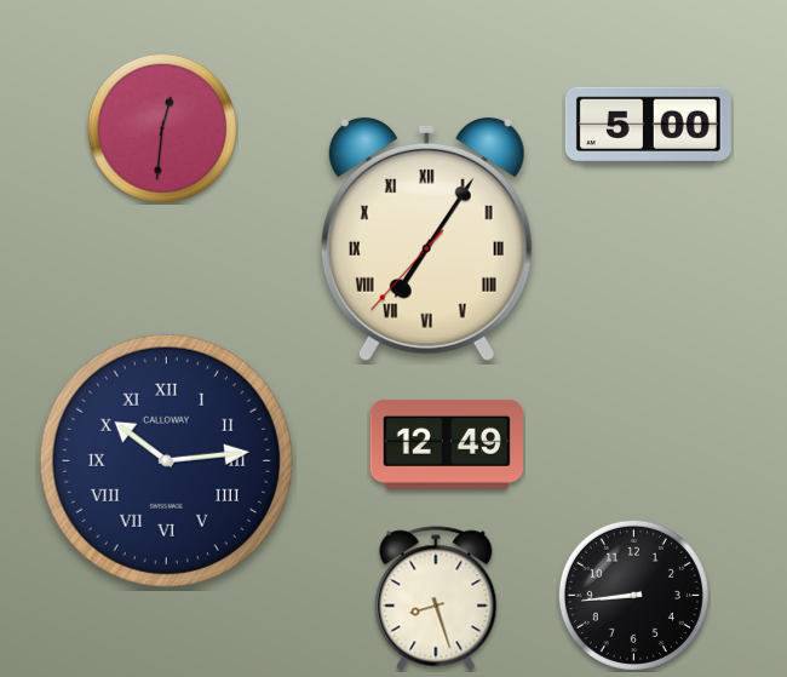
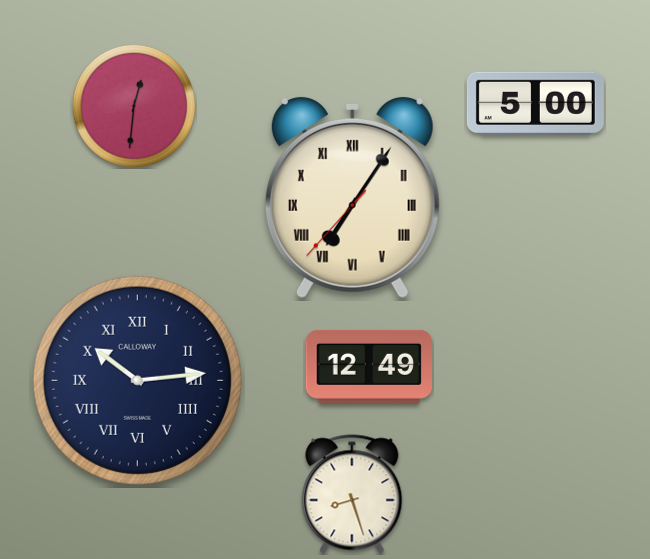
clock at (633, 595): 8:44 -> none
clock at (436, 598) position: (436, 598) -> (352, 494)
